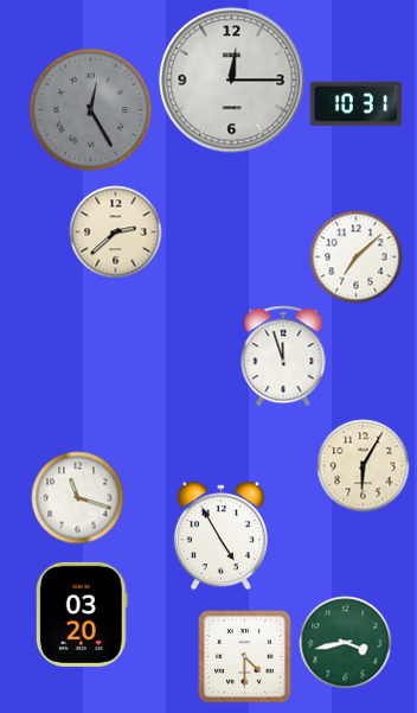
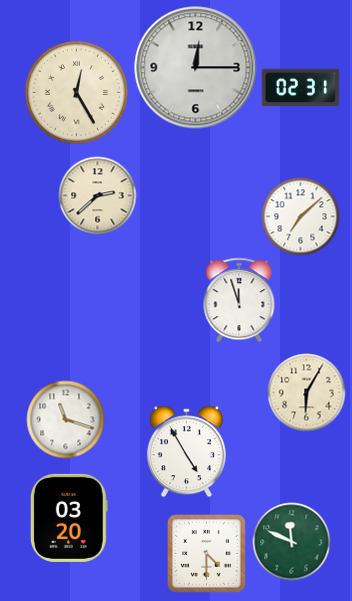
clock at (355, 104): 10:31 -> 02:31
clock at (90, 109) dial: grey -> cream
clock at (345, 642): 3:43 -> 11:49
